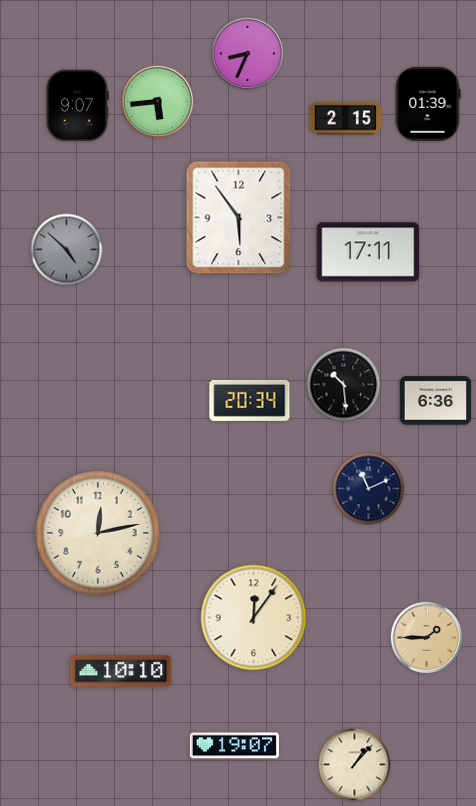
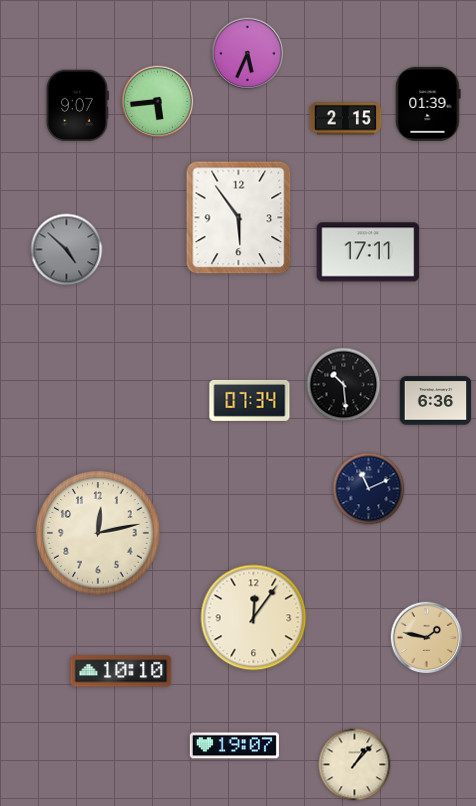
clock at (248, 54): 8:34 -> 5:34
clock at (250, 400): 20:34 -> 07:34
clock at (427, 638): 1:45 -> 1:47
